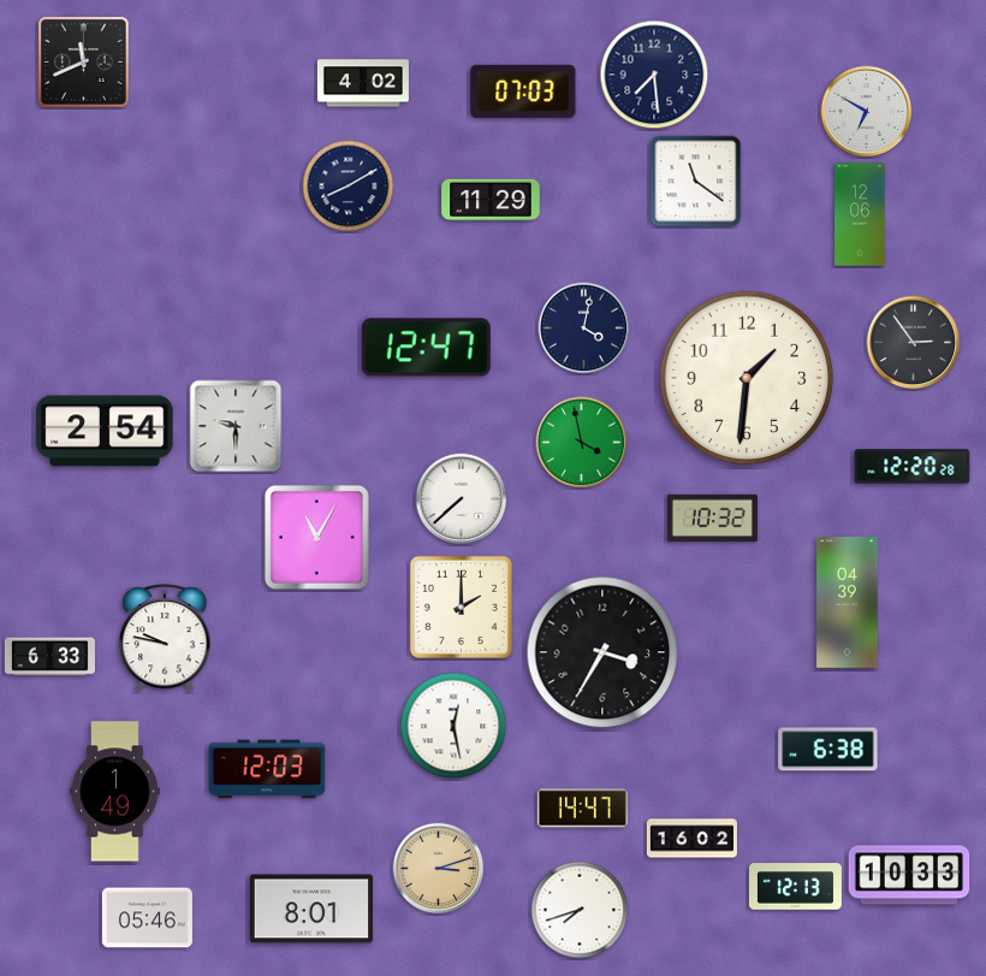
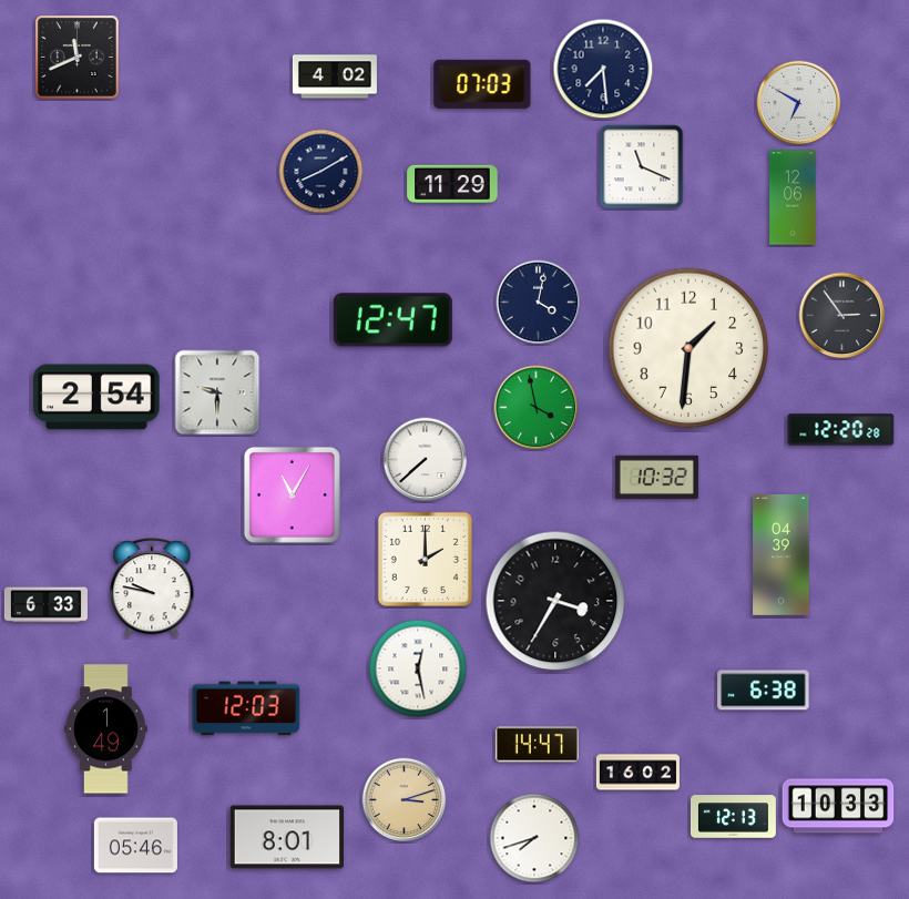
clock at (696, 182): 11:21 -> 11:19
